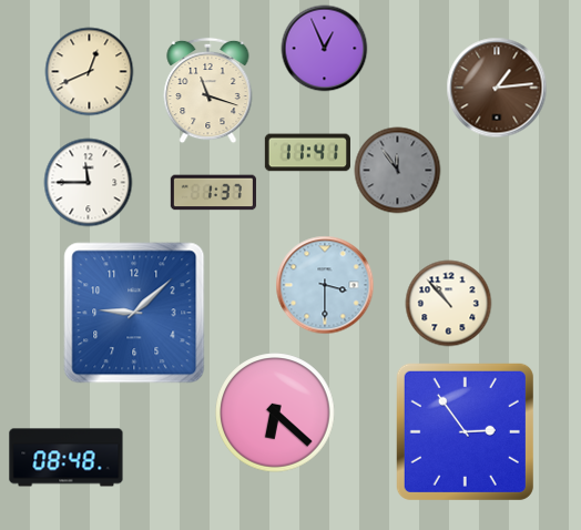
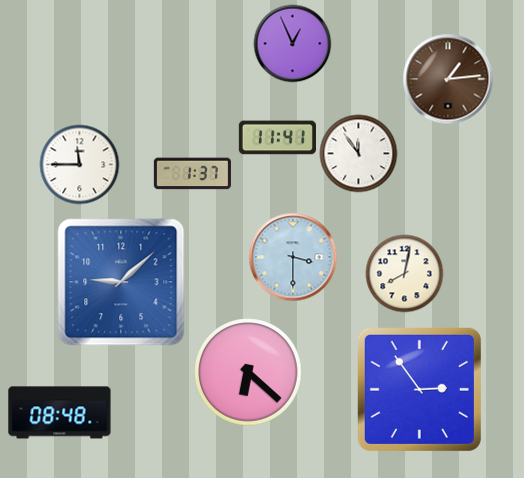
clock at (89, 71): 12:41 -> none
clock at (208, 90): 11:18 -> none
clock at (397, 170) dial: grey -> white
clock at (448, 303): 10:53 -> 8:02
